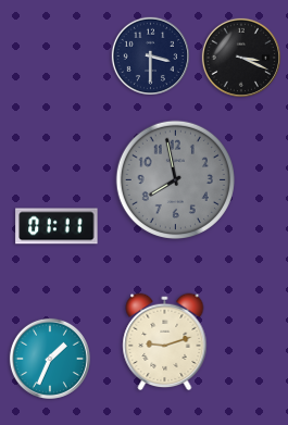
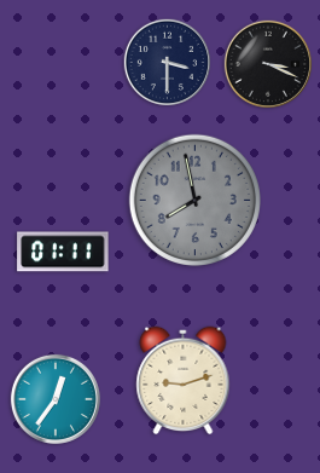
clock at (50, 359): 1:34 -> 12:36
